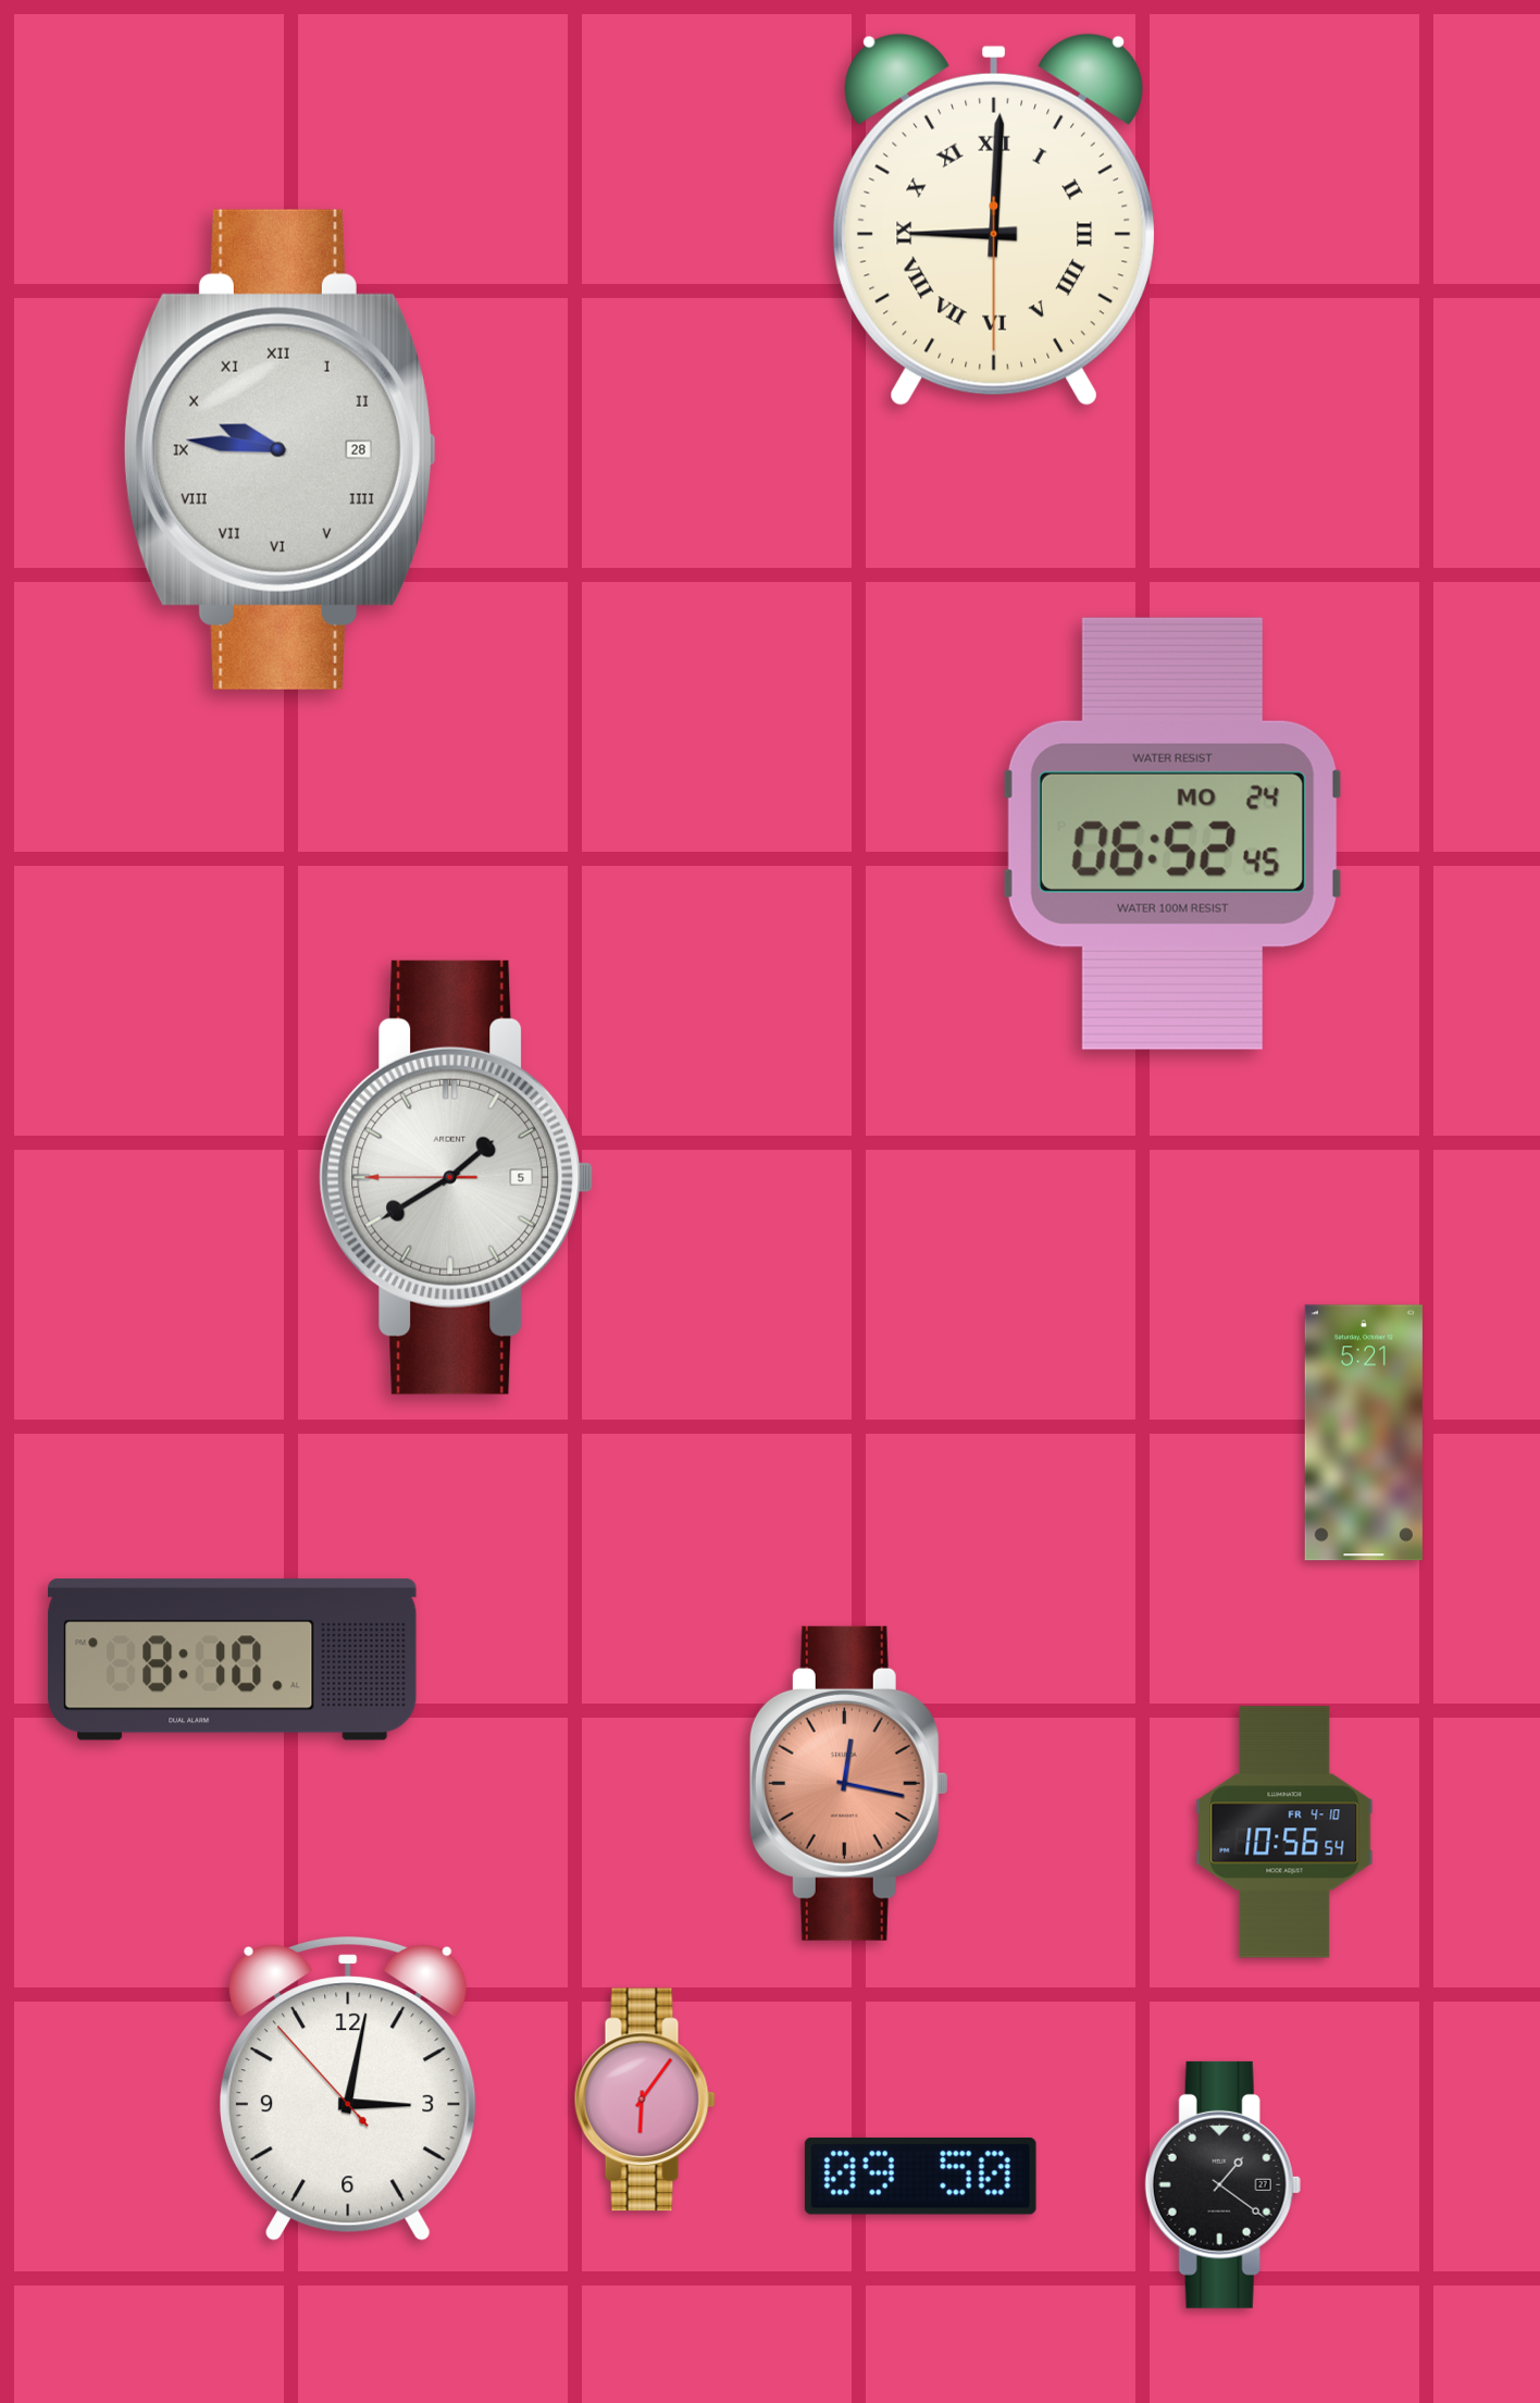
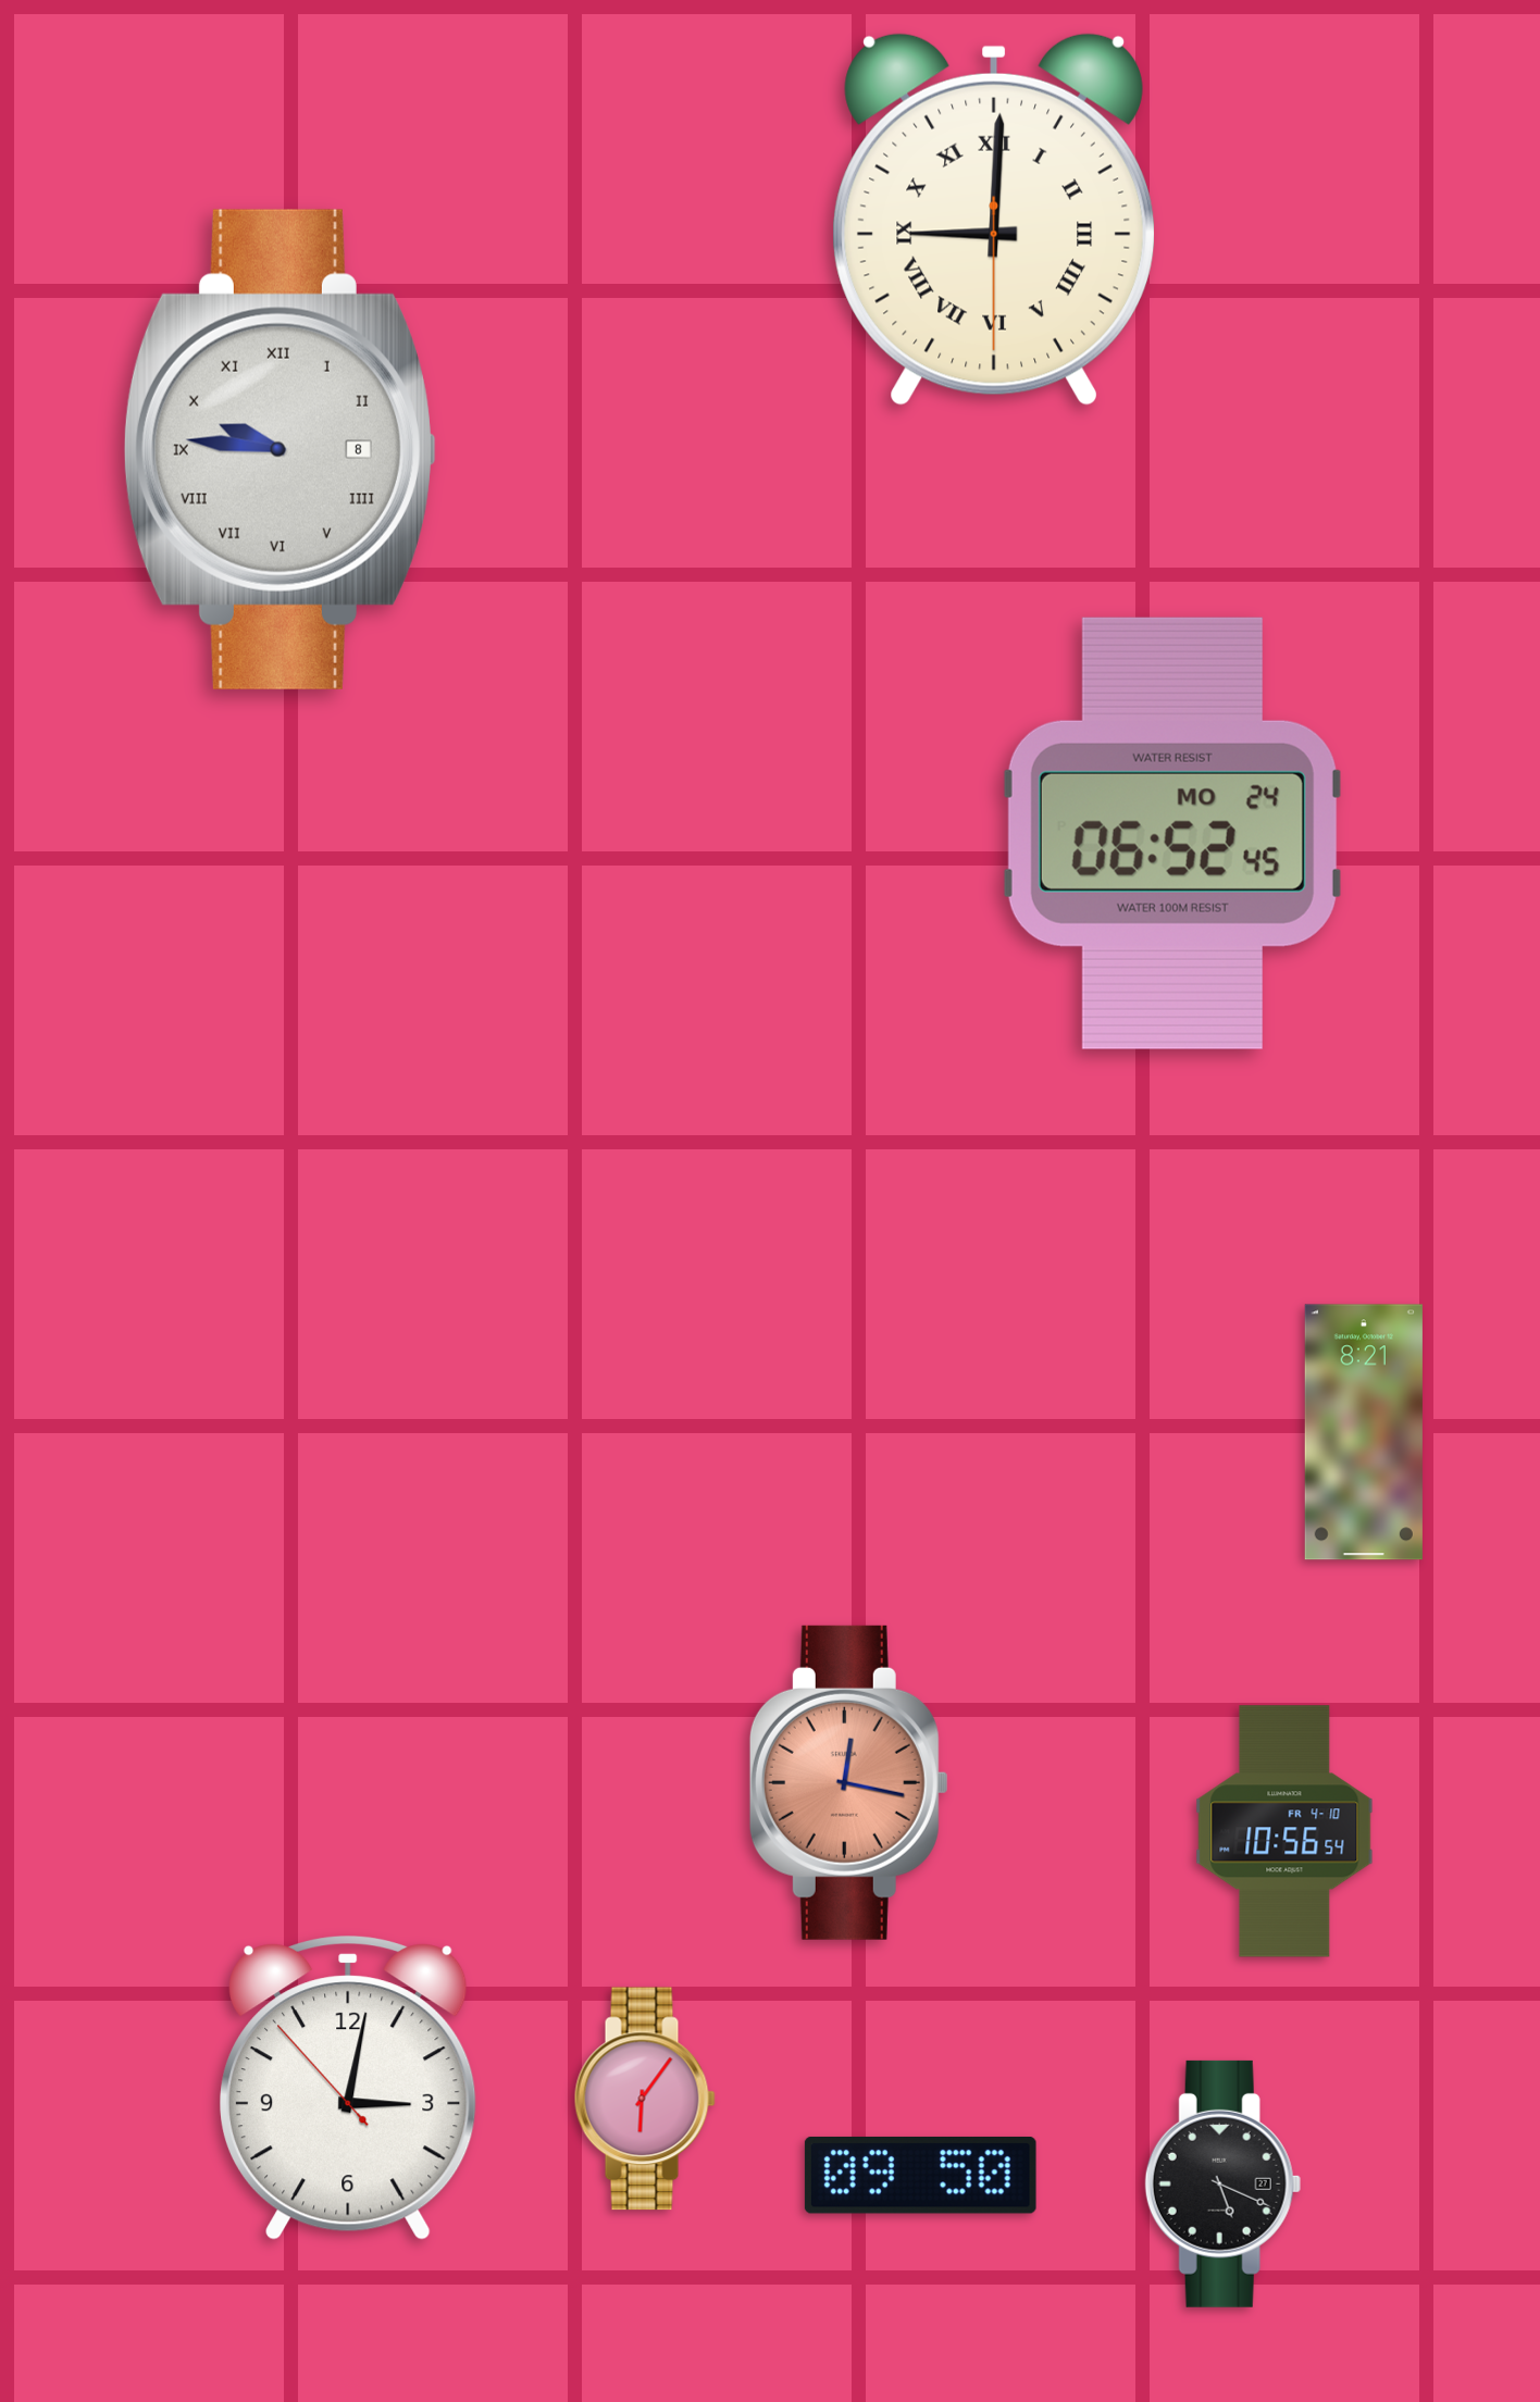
clock at (280, 449) date: 28 -> 8
clock at (457, 1177): 1:39 -> none
clock at (1364, 1433): 5:21 -> 8:21
clock at (233, 1660): 8:10 -> none
clock at (1222, 2184): 1:21 -> 5:19
